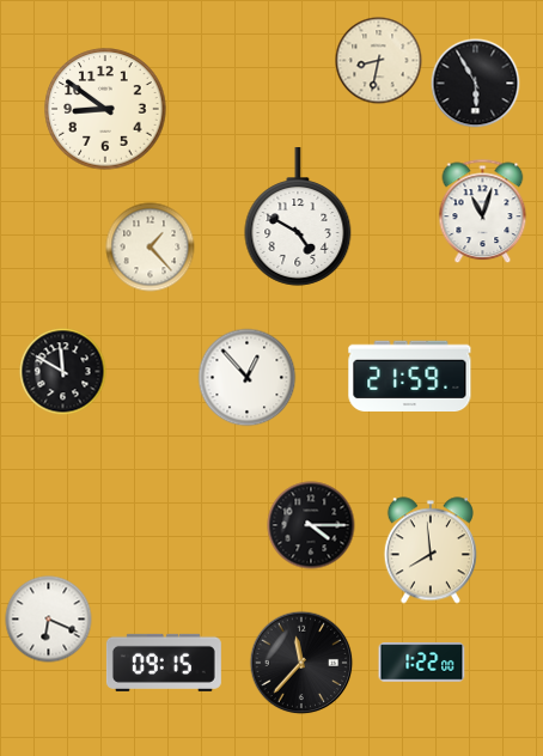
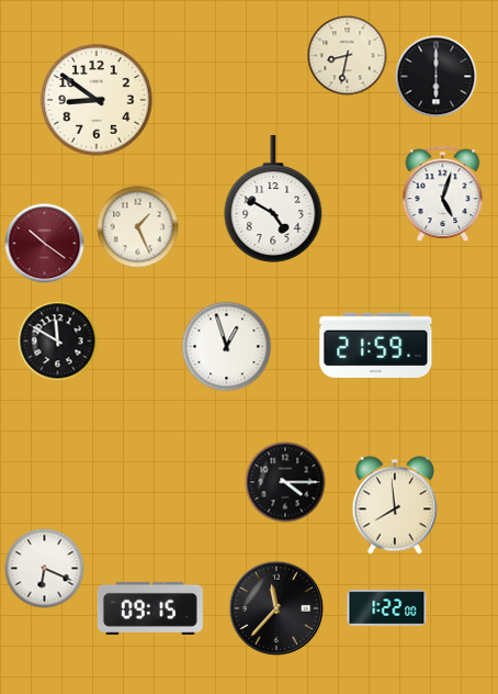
clock at (476, 84): 5:55 -> 6:00
clock at (483, 212): 11:03 -> 5:03
clock at (151, 248): 1:23 -> 1:26
clock at (45, 244): none -> 10:21
clock at (248, 378): 12:53 -> 12:57
